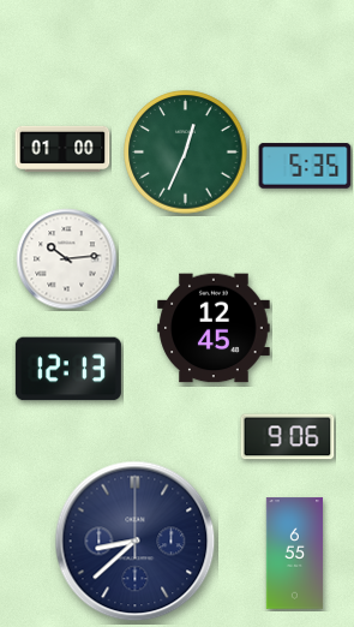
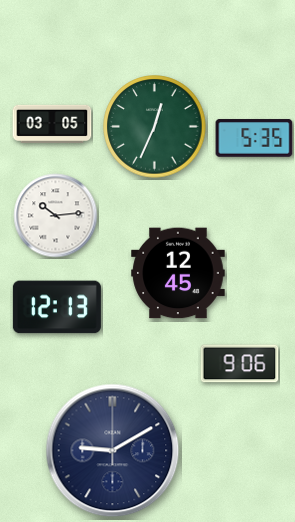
clock at (62, 149): 01:00 -> 03:05
clock at (136, 542): 8:38 -> 9:10
clock at (295, 554): 6:55 -> none
